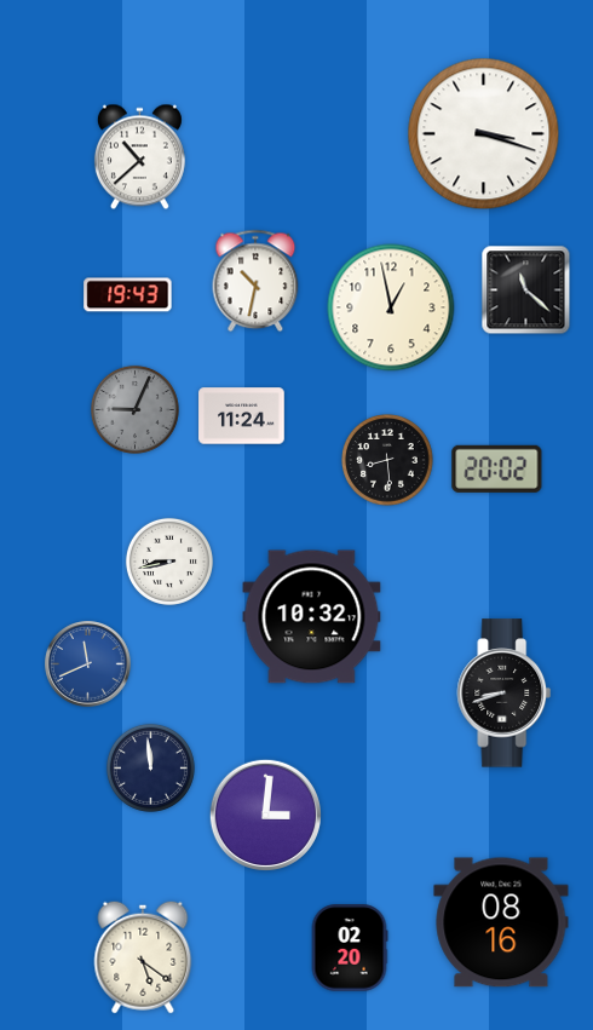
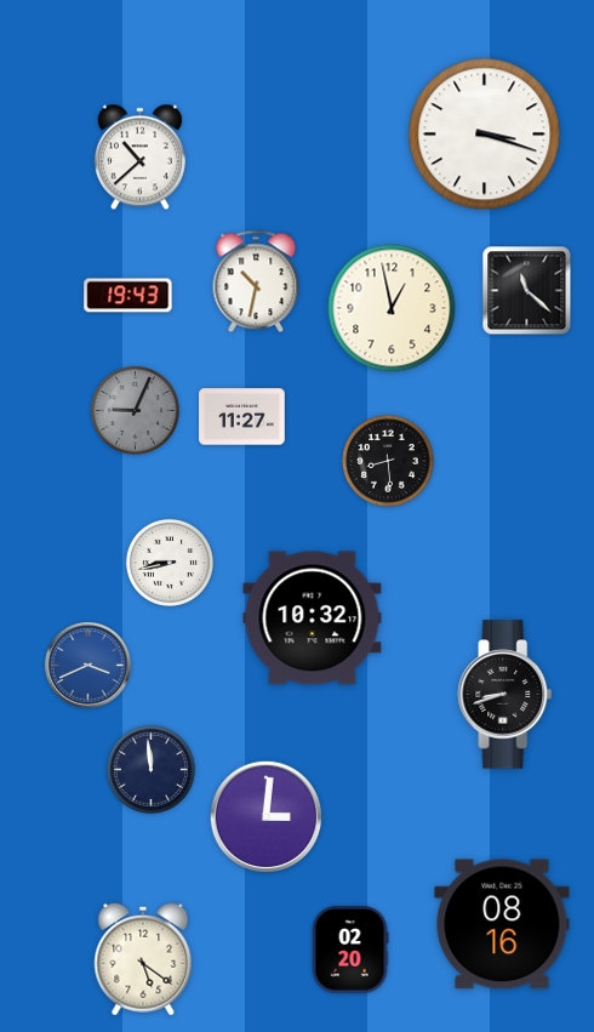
clock at (242, 416): 11:24 -> 11:27
clock at (497, 468): 20:02 -> none
clock at (88, 664): 11:41 -> 3:41
